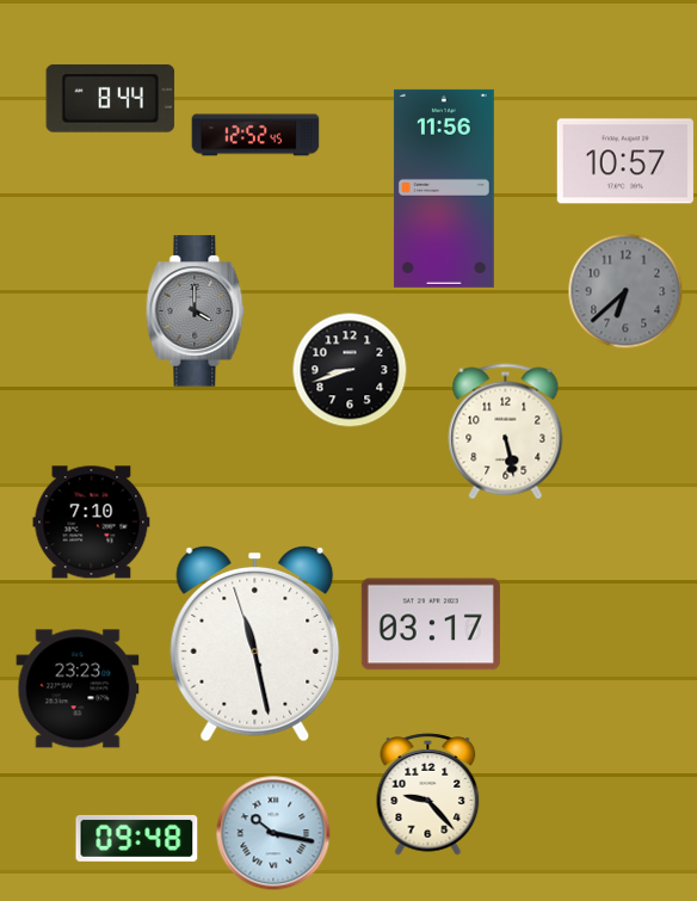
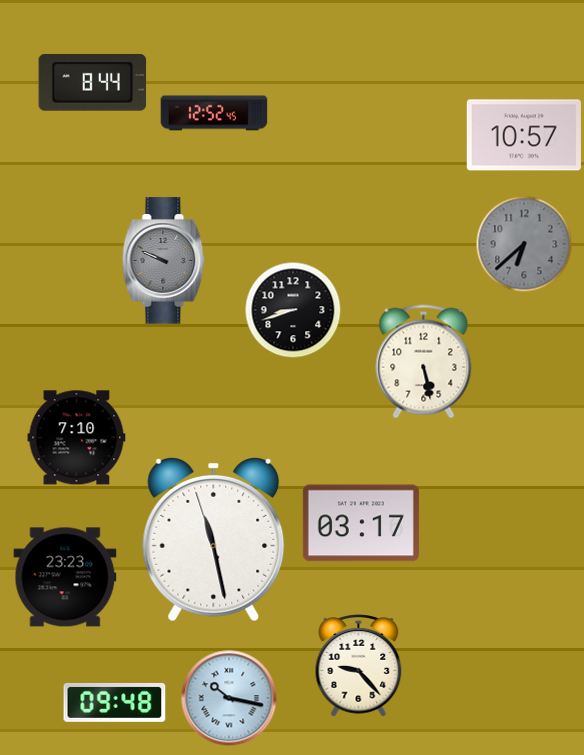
clock at (444, 189): 11:56 -> none
clock at (196, 311): 4:00 -> 9:49
